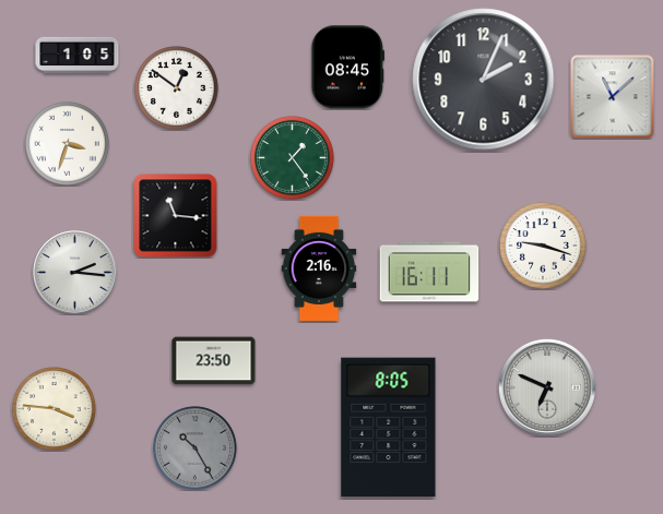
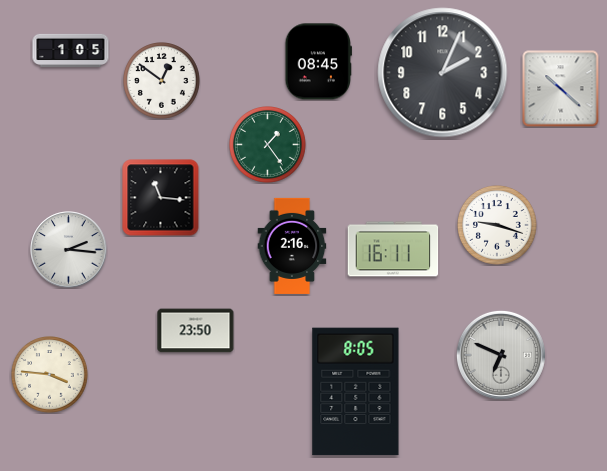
clock at (613, 97): 11:08 -> 10:22
clock at (68, 144): 3:33 -> none
clock at (196, 449): 10:25 -> none
